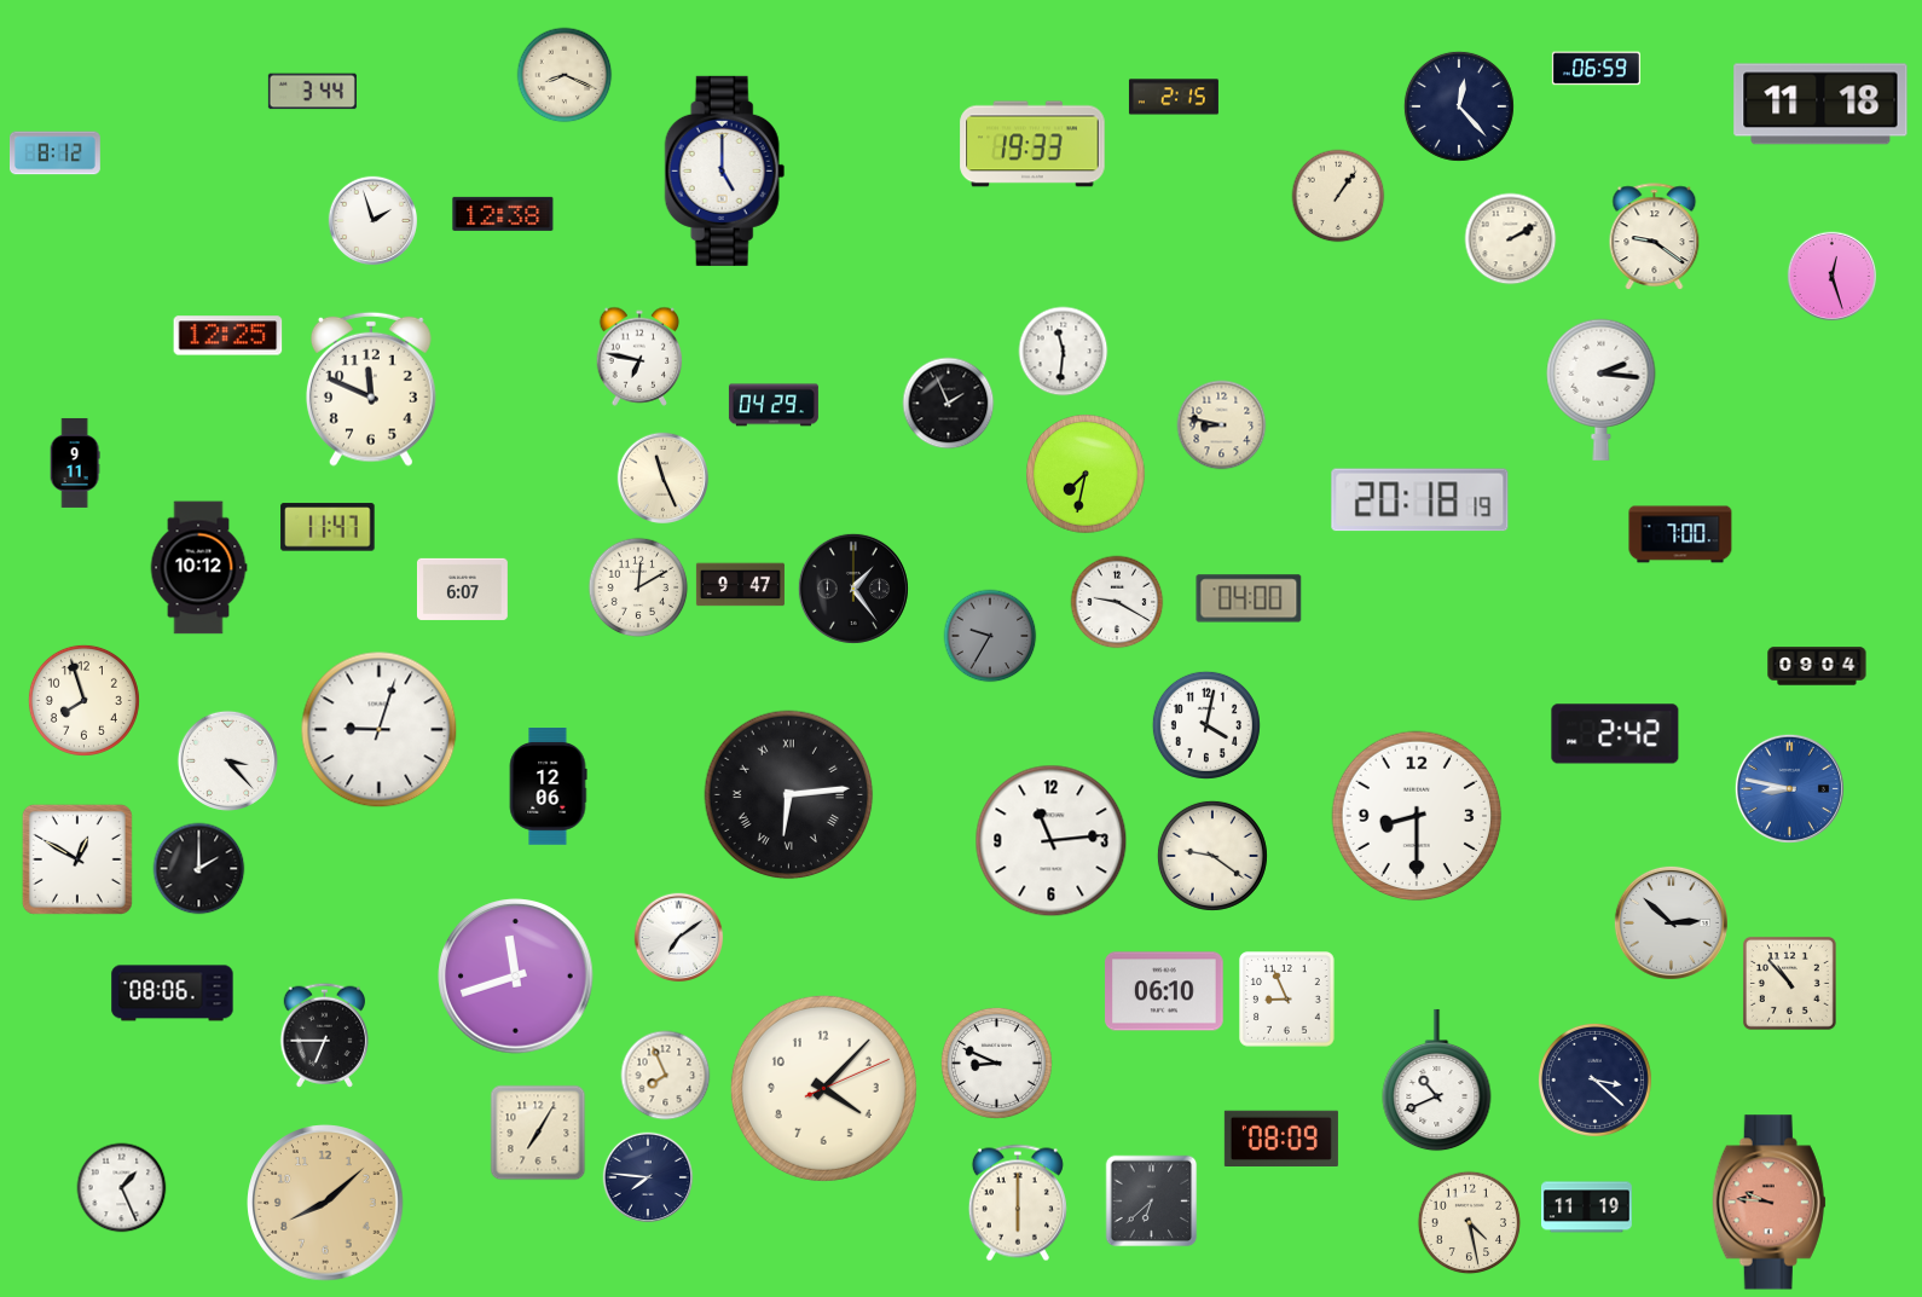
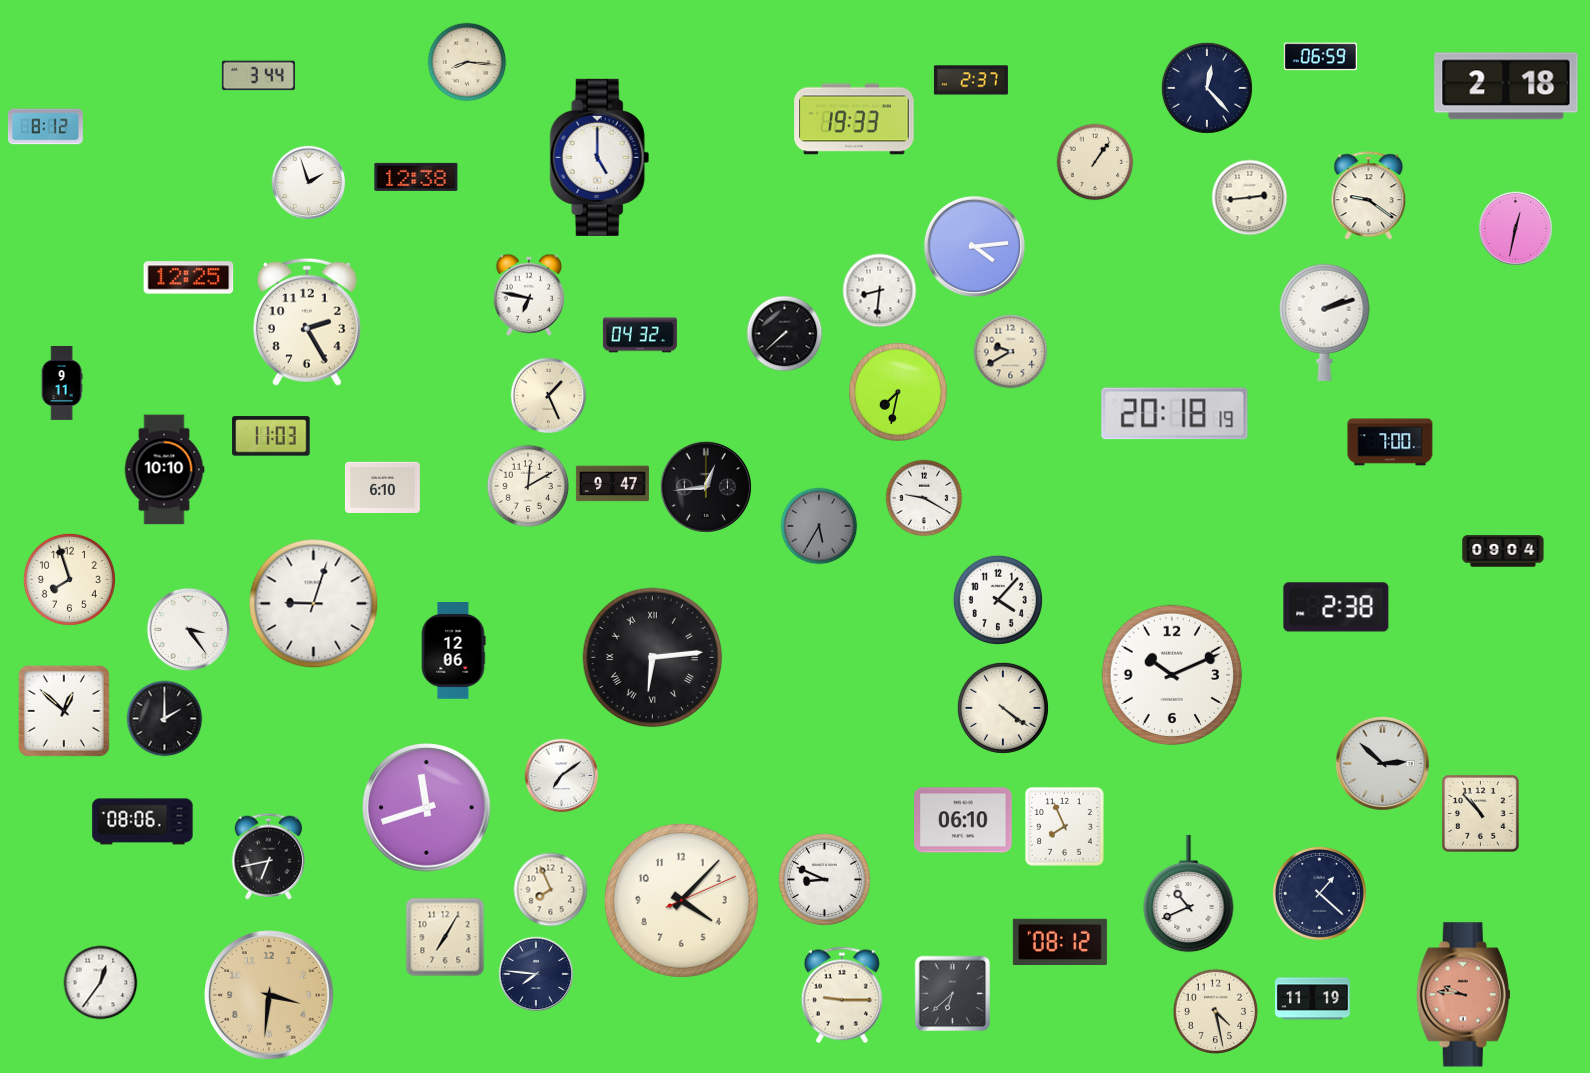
clock at (565, 75): 8:19 -> 8:16
clock at (1174, 97): 2:15 -> 2:37
clock at (1820, 104): 11:18 -> 2:18
clock at (725, 170) position: (725, 170) -> (600, 157)
clock at (1338, 196) position: (1338, 196) -> (1095, 162)
clock at (1511, 239): 2:10 -> 2:44
clock at (1833, 277): 12:27 -> 12:32
clock at (974, 246): none -> 4:14
clock at (1064, 352): 11:31 -> 8:31
clock at (371, 389): 11:49 -> 2:25
clock at (1602, 389): 2:16 -> 2:12
clock at (949, 404): 1:56 -> 7:38
clock at (774, 405): 04:29 -> 04:32
clock at (1222, 425): 8:47 -> 9:40
clock at (664, 479): 11:26 -> 1:26
clock at (328, 527): 11:47 -> 11:03
clock at (198, 568): 10:12 -> 10:10
clock at (463, 589): 6:07 -> 6:10
clock at (853, 589): 1:24 -> 12:44
clock at (1249, 598): 04:00 -> none
clock at (990, 636): 9:35 -> 5:35
clock at (1206, 725): 4:02 -> 4:07
clock at (1615, 734): 2:42 -> 2:38
clock at (227, 760): 3:23 -> 3:24
clock at (1789, 788): 8:47 -> none
clock at (1417, 816): 8:30 -> 10:11
clock at (1052, 841): 11:14 -> none
clock at (1212, 856): 9:21 -> 4:21
clock at (77, 859): 12:50 -> 12:52
clock at (1287, 1000): 8:56 -> 7:56
clock at (324, 1035): 6:45 -> 6:43
clock at (1594, 1079): 3:22 -> 1:22
clock at (1281, 1137): 08:09 -> 08:12
clock at (122, 1188): 1:26 -> 12:36
clock at (325, 1203): 8:08 -> 3:31
clock at (1018, 1203): 6:00 -> 9:15
